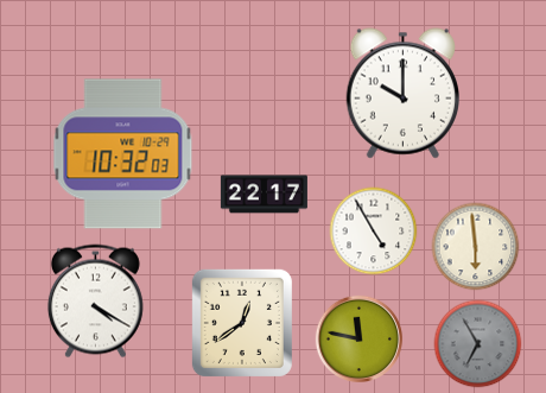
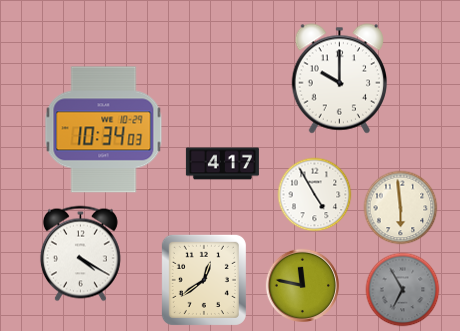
clock at (123, 154): 10:32 -> 10:34
clock at (264, 195): 22:17 -> 4:17
clock at (242, 323) position: (242, 323) -> (204, 280)
